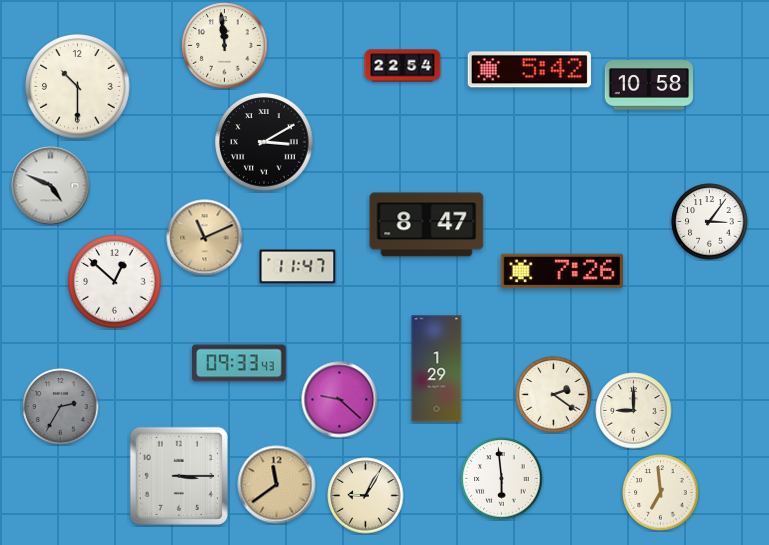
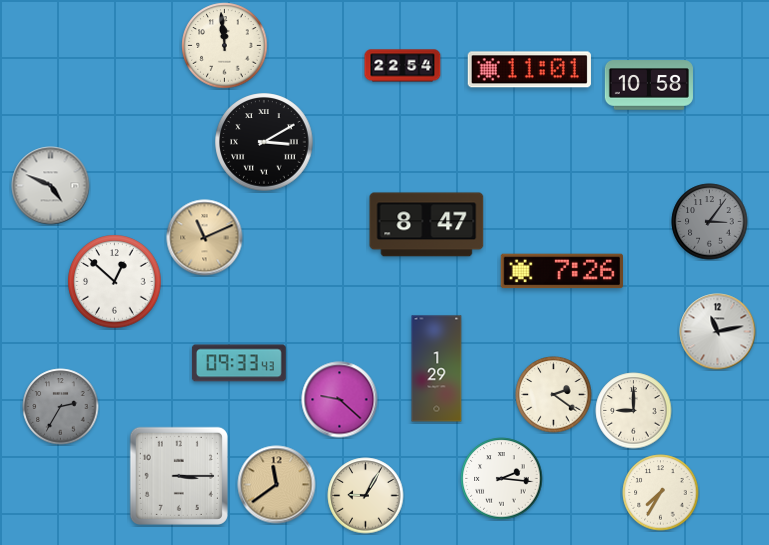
clock at (529, 70): 5:42 -> 11:01
clock at (78, 87): 10:30 -> none
clock at (710, 222) dial: white -> grey
clock at (298, 267): 11:47 -> none
clock at (718, 332): none -> 11:13
clock at (502, 479): 5:59 -> 2:16
clock at (661, 493): 6:59 -> 7:35
